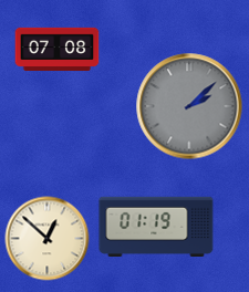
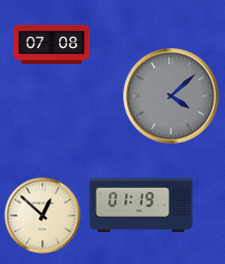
clock at (189, 106): 2:08 -> 4:08
